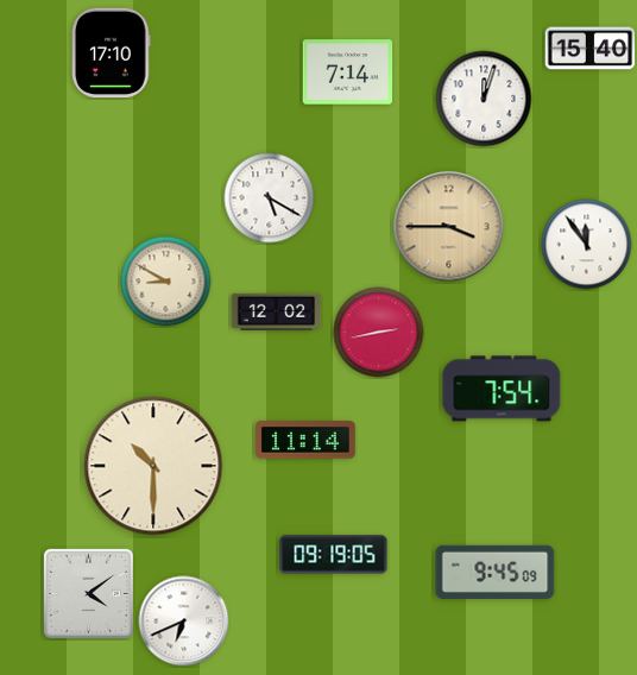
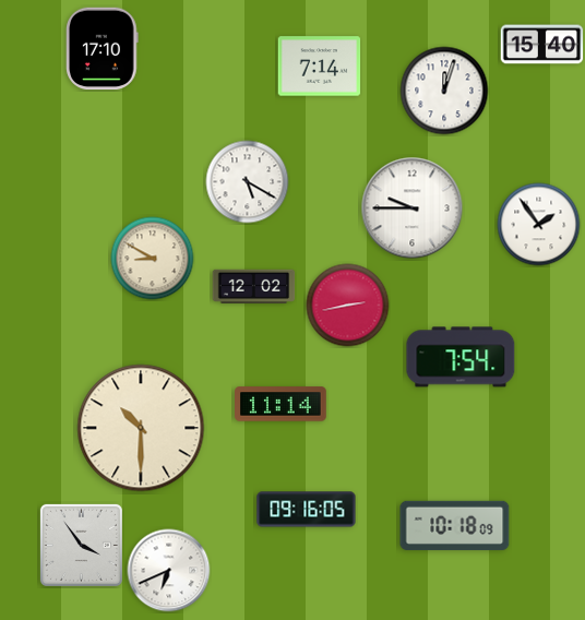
clock at (449, 227): 3:45 -> 9:45
clock at (449, 227) dial: champagne -> white
clock at (587, 245): 11:54 -> 1:54
clock at (334, 555): 09:19 -> 09:16
clock at (496, 572): 9:45 -> 10:18
clock at (88, 593): 4:09 -> 3:54
